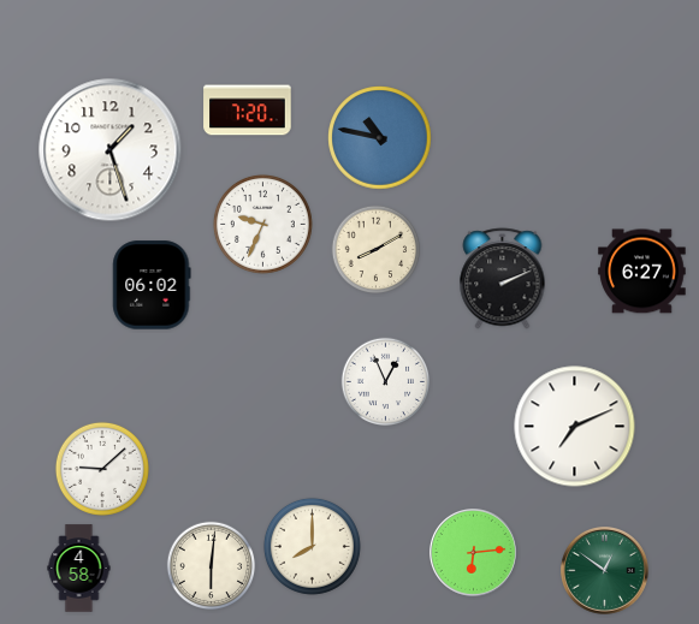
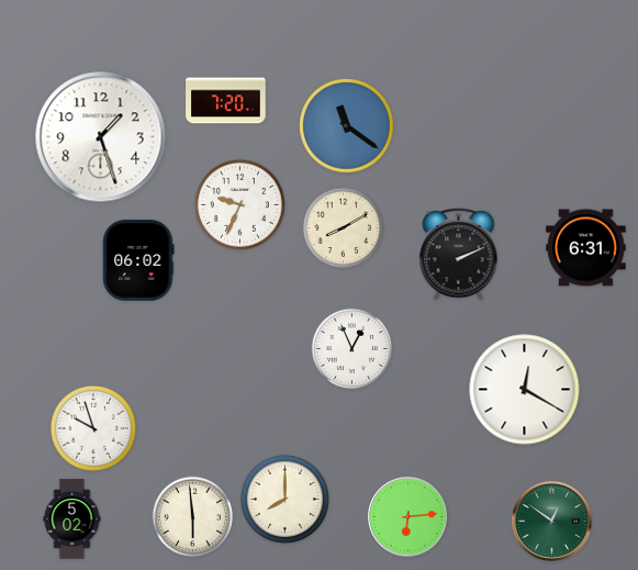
clock at (380, 138): 10:47 -> 11:21
clock at (642, 272): 6:27 -> 6:31
clock at (575, 427): 7:11 -> 12:20
clock at (102, 469): 9:08 -> 9:57
clock at (474, 553) position: (474, 553) -> (408, 517)
clock at (212, 566): 6:01 -> 5:59
clock at (79, 569): 4:58 -> 5:02
